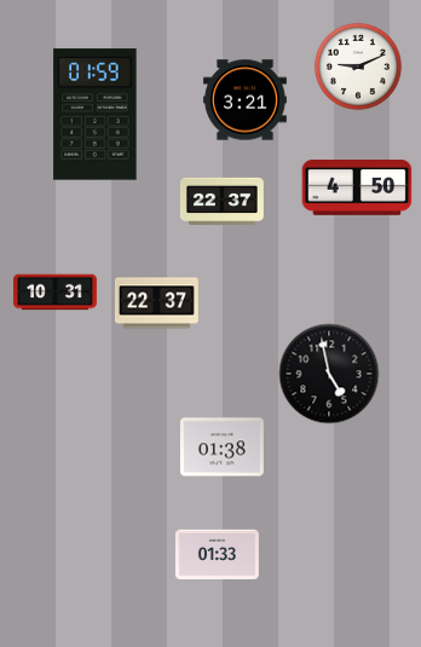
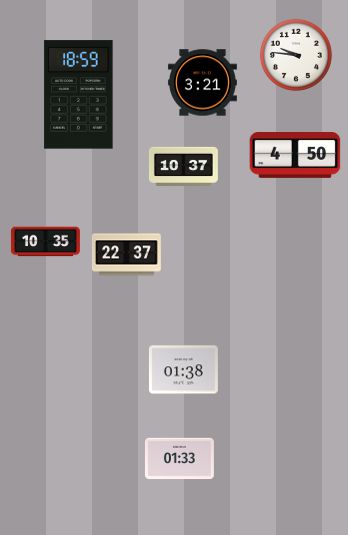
clock at (358, 67): 9:11 -> 9:46
clock at (96, 115): 01:59 -> 18:59
clock at (221, 201): 22:37 -> 10:37
clock at (54, 293): 10:31 -> 10:35
clock at (156, 304) position: (156, 304) -> (126, 255)
clock at (329, 374): 4:58 -> none
